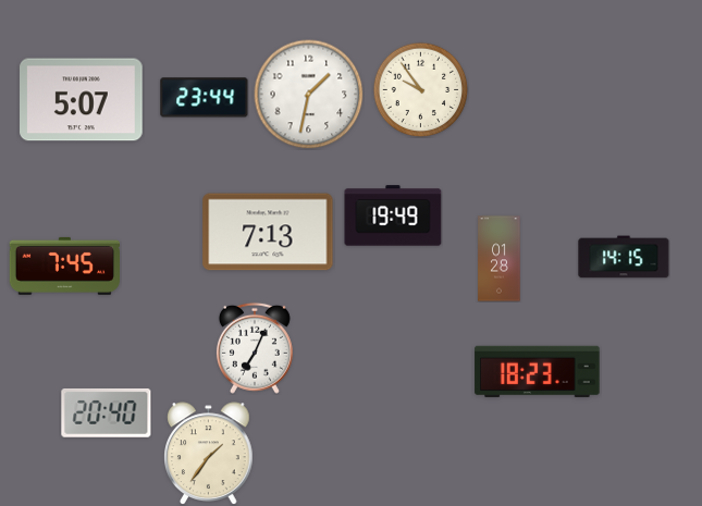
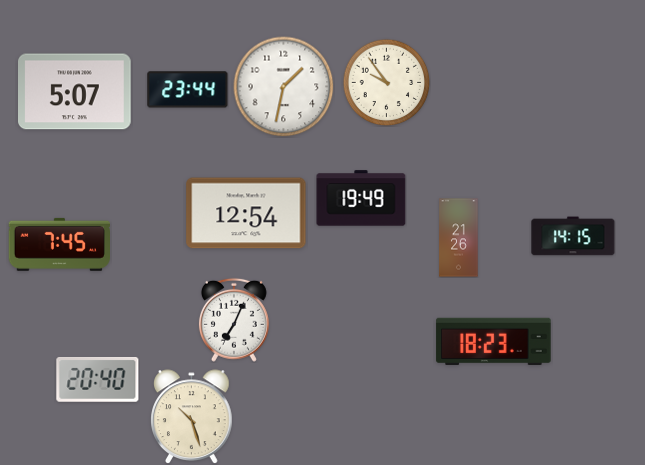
clock at (268, 232): 7:13 -> 12:54
clock at (500, 259): 01:28 -> 21:26
clock at (209, 453): 1:36 -> 10:27
